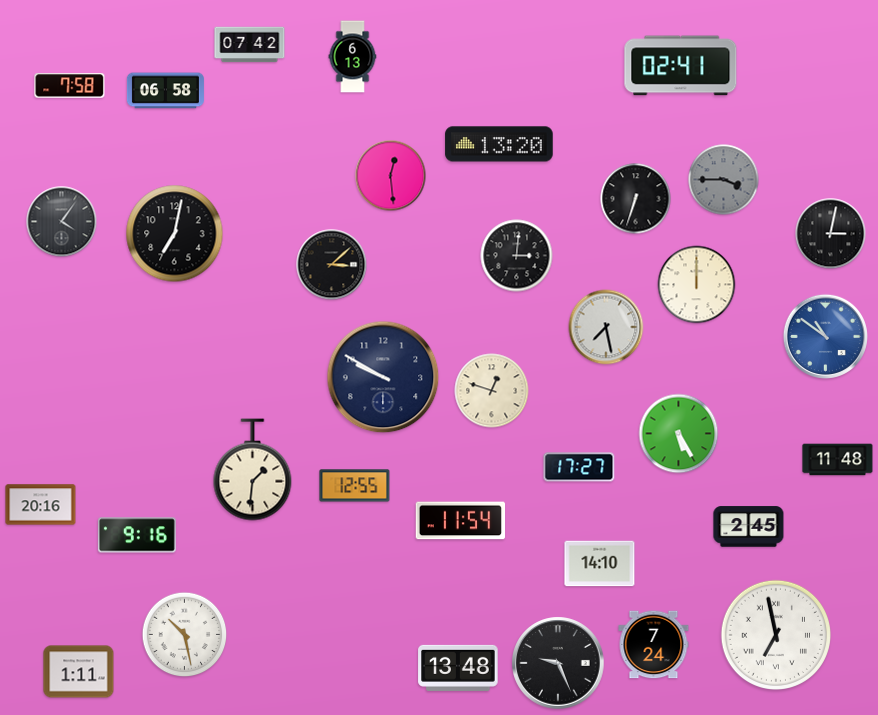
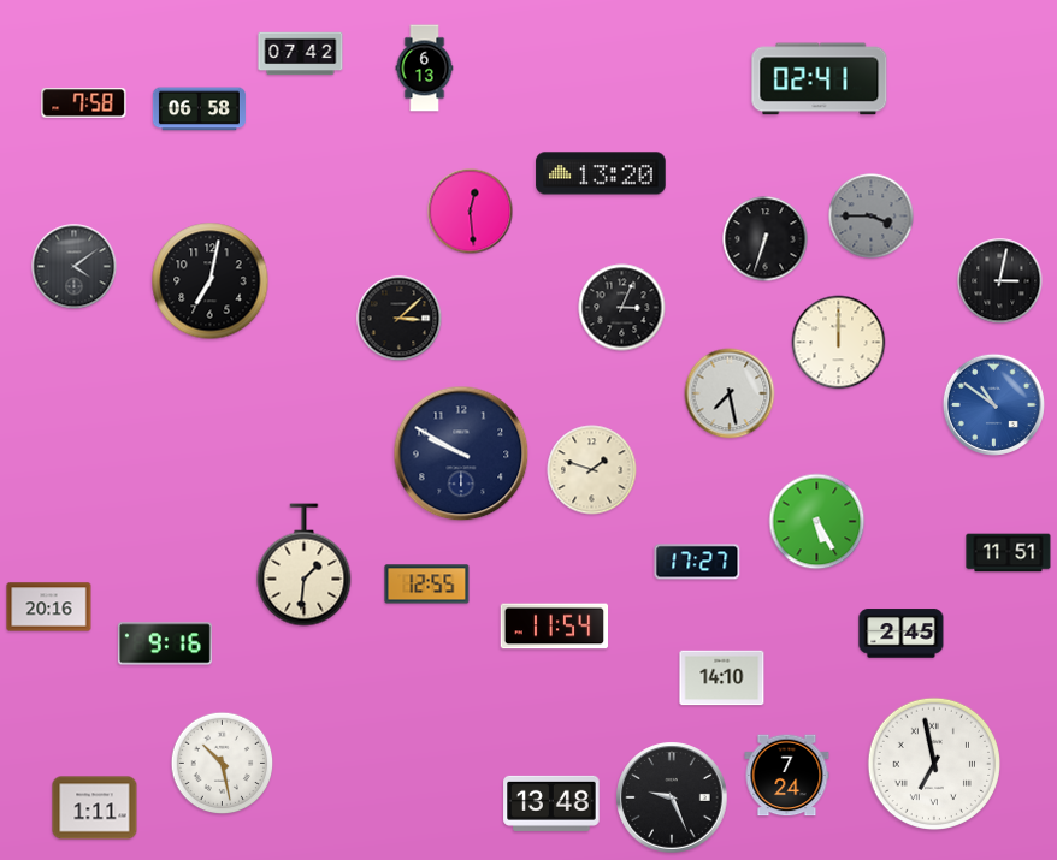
clock at (62, 222): 4:06 -> 4:09
clock at (517, 256): 3:01 -> 3:04
clock at (492, 391): 12:48 -> 1:48
clock at (838, 460): 11:48 -> 11:51
